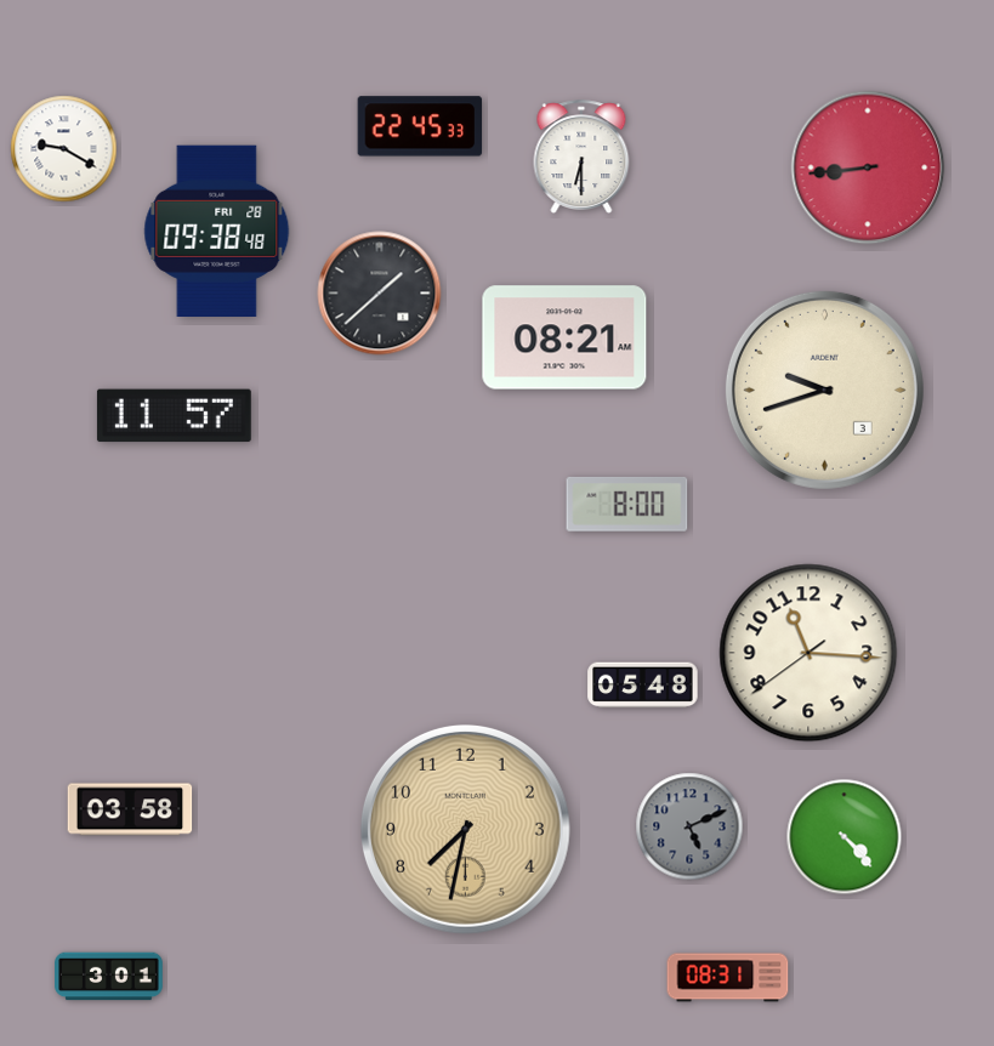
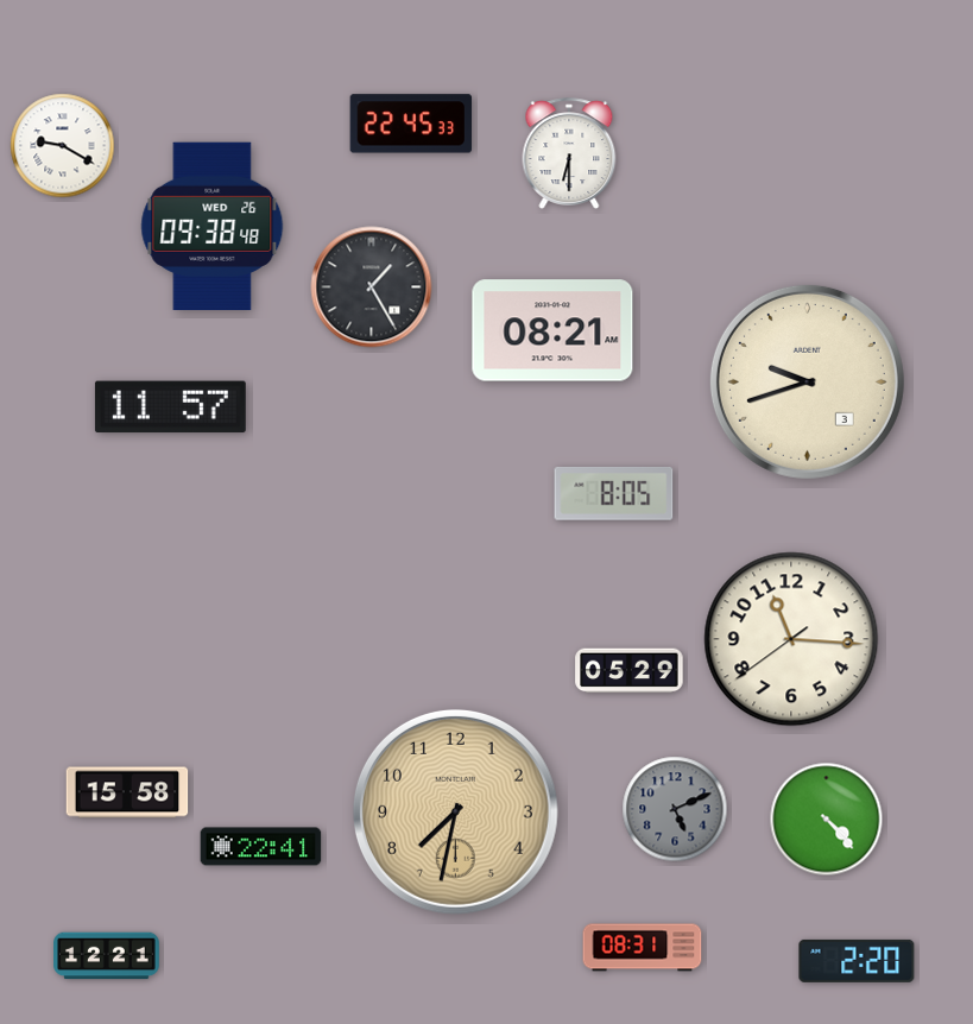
clock at (868, 167): 8:44 -> none
clock at (217, 231) date: FRI 28 -> WED 26
clock at (380, 294): 1:38 -> 1:25
clock at (627, 504): 8:00 -> 8:05
clock at (643, 686): 05:48 -> 05:29
clock at (130, 809): 03:58 -> 15:58
clock at (261, 847): none -> 22:41
clock at (109, 977): 3:01 -> 12:21
clock at (728, 978) position: (728, 978) -> (643, 948)
clock at (857, 961): none -> 2:20
